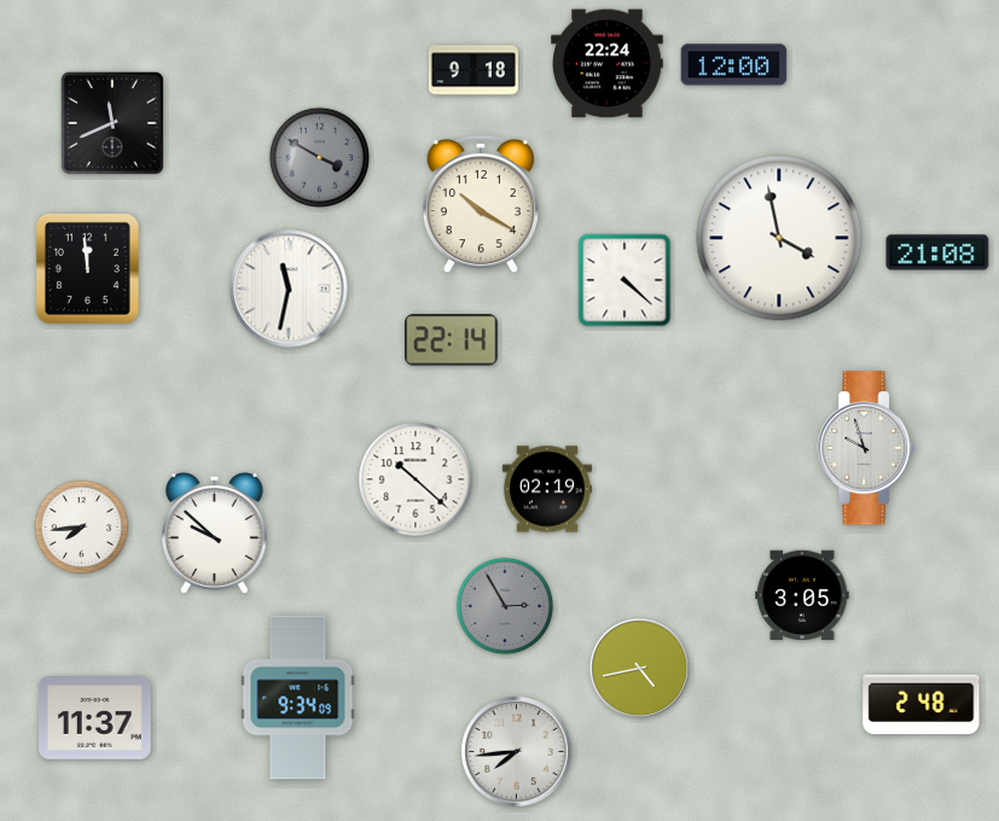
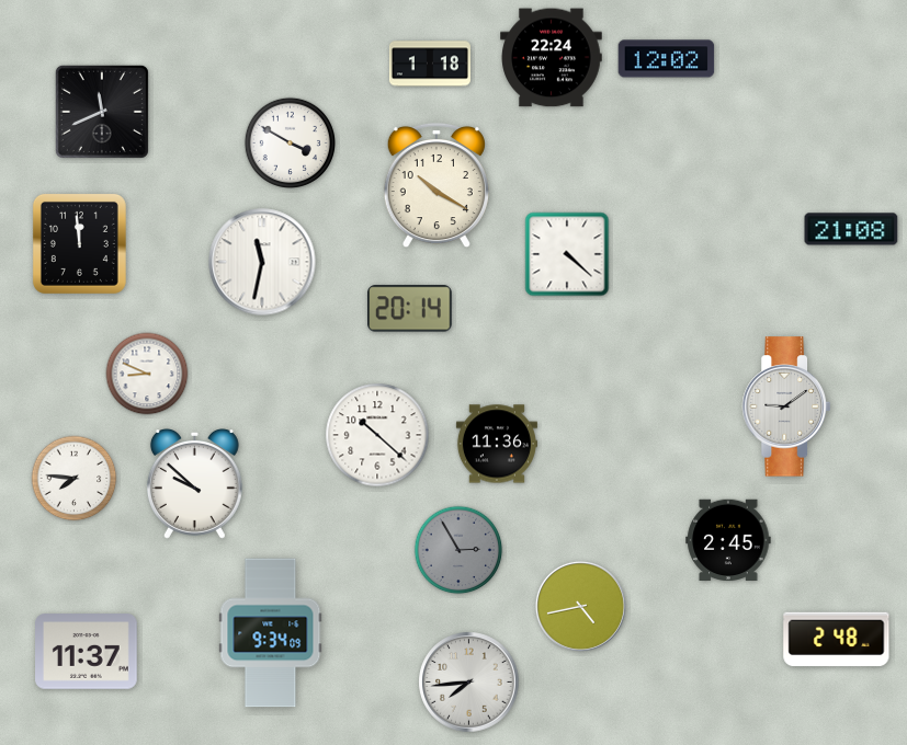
clock at (734, 65): 12:00 -> 12:02
clock at (474, 70): 9:18 -> 1:18
clock at (319, 157) dial: grey -> white
clock at (779, 238): 3:58 -> none
clock at (452, 340): 22:14 -> 20:14
clock at (147, 374): none -> 8:49
clock at (866, 448): 9:57 -> 9:09
clock at (547, 489): 02:19 -> 11:36
clock at (82, 528): 7:44 -> 7:46
clock at (802, 595): 3:05 -> 2:45
